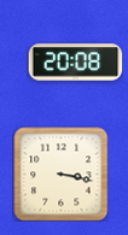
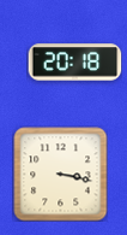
clock at (75, 63): 20:08 -> 20:18
